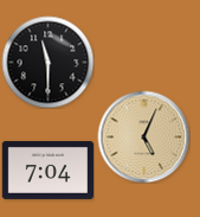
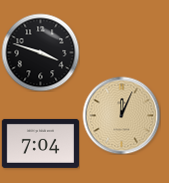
clock at (47, 62): 11:30 -> 3:48
clock at (143, 136): 5:04 -> 12:04
